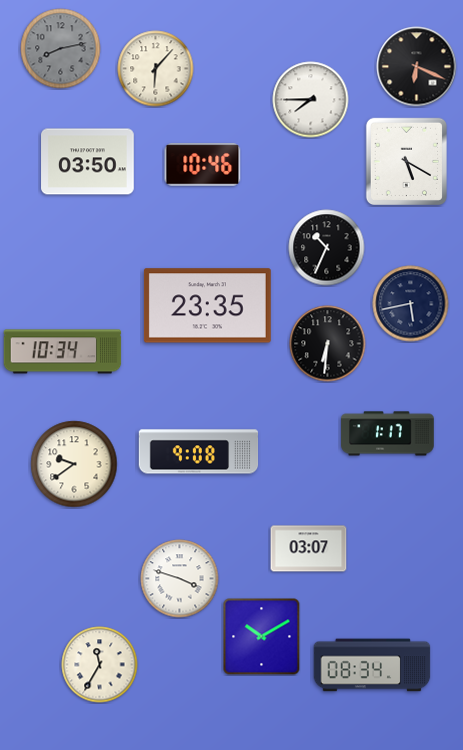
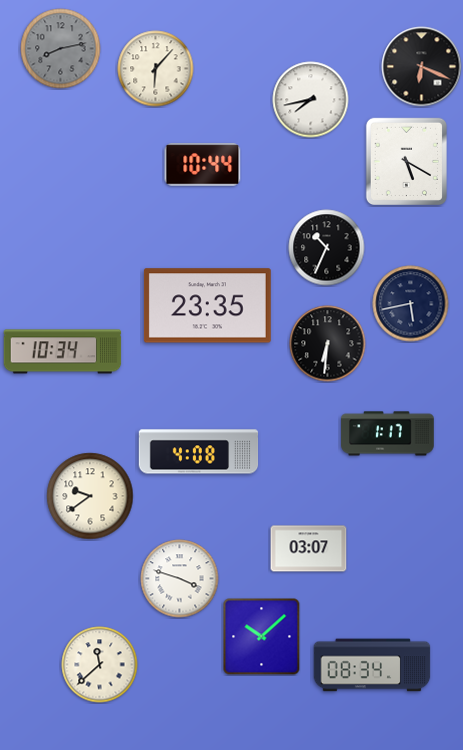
clock at (417, 67) position: (417, 67) -> (422, 67)
clock at (311, 100): 7:45 -> 7:43
clock at (88, 162): 03:50 -> none
clock at (203, 165): 10:46 -> 10:44
clock at (199, 452): 9:08 -> 4:08
clock at (74, 464) position: (74, 464) -> (90, 496)
clock at (262, 637): 10:10 -> 10:08
clock at (100, 665): 11:35 -> 11:38
